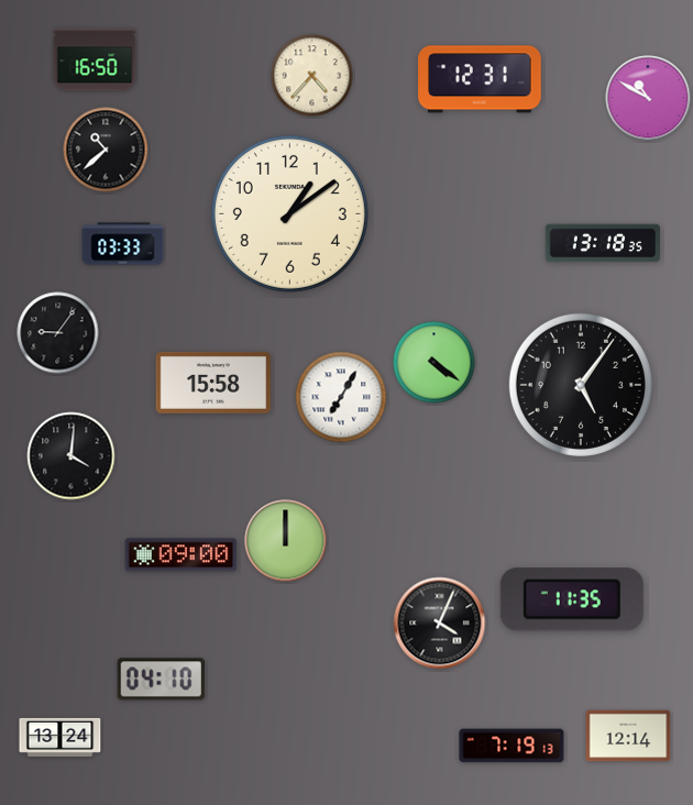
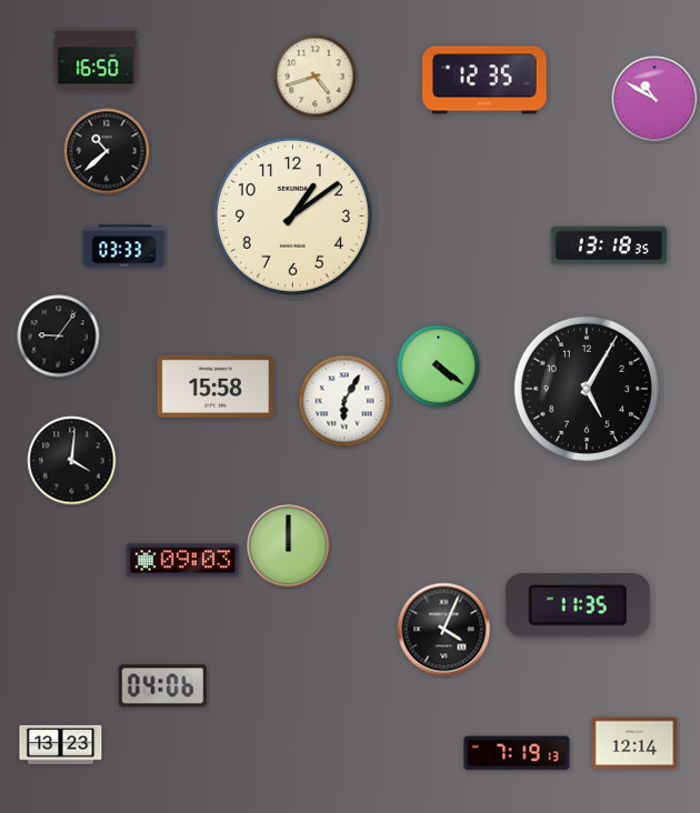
clock at (312, 76): 4:37 -> 4:42
clock at (480, 79): 12:31 -> 12:35
clock at (581, 385): 5:06 -> 5:05
clock at (341, 397): 7:05 -> 6:05
clock at (182, 555): 09:00 -> 09:03
clock at (161, 680): 04:10 -> 04:06
clock at (61, 737): 13:24 -> 13:23
